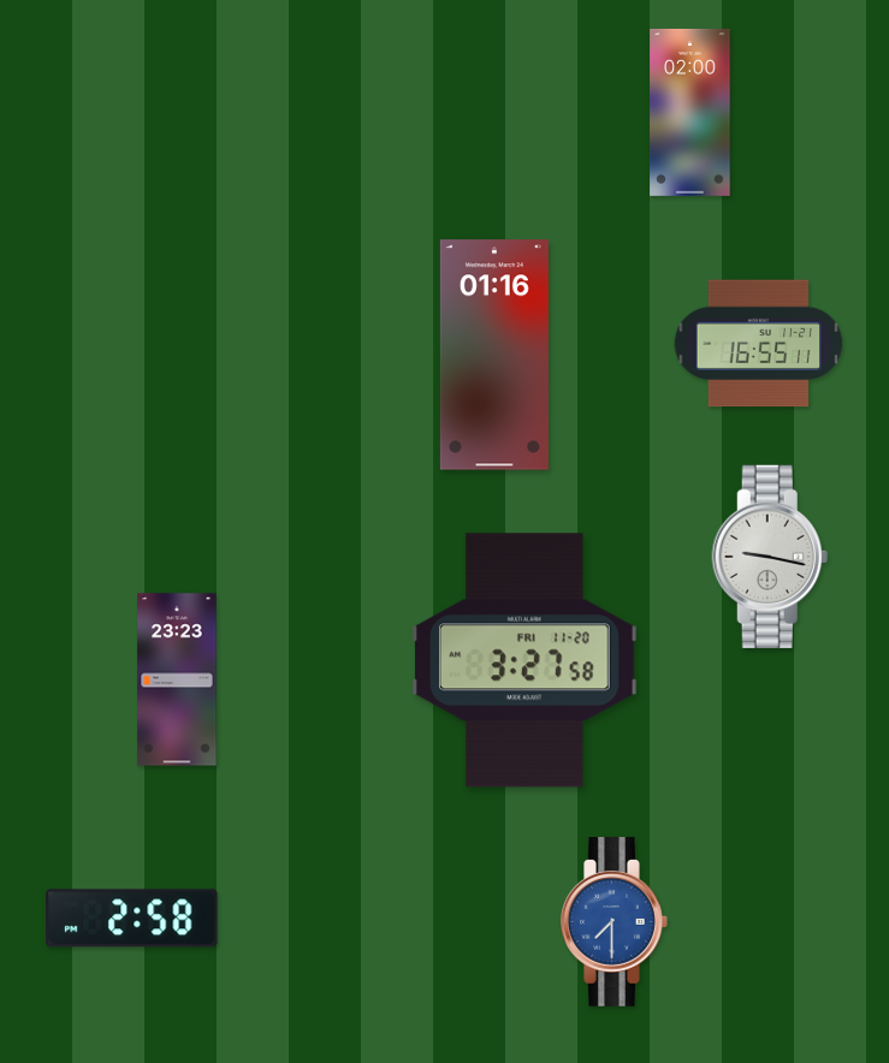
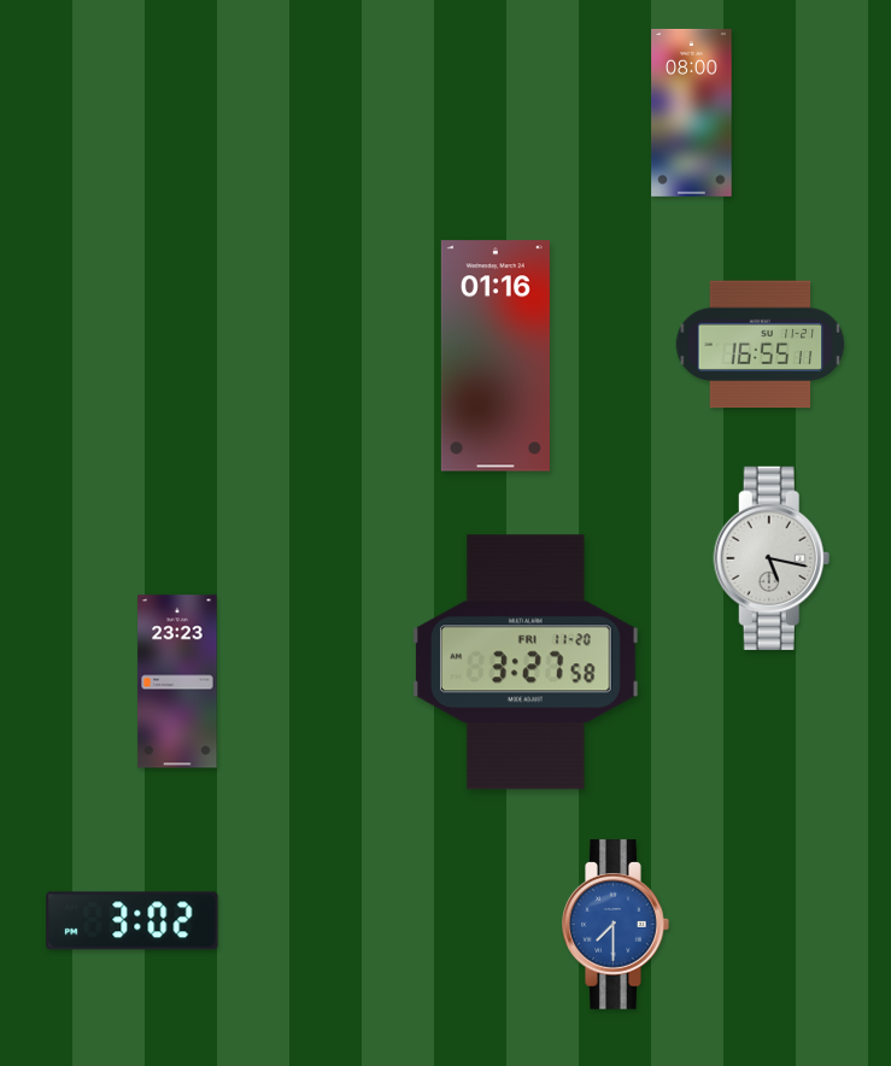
clock at (691, 112): 02:00 -> 08:00
clock at (770, 557): 9:17 -> 5:17
clock at (132, 919): 2:58 -> 3:02
